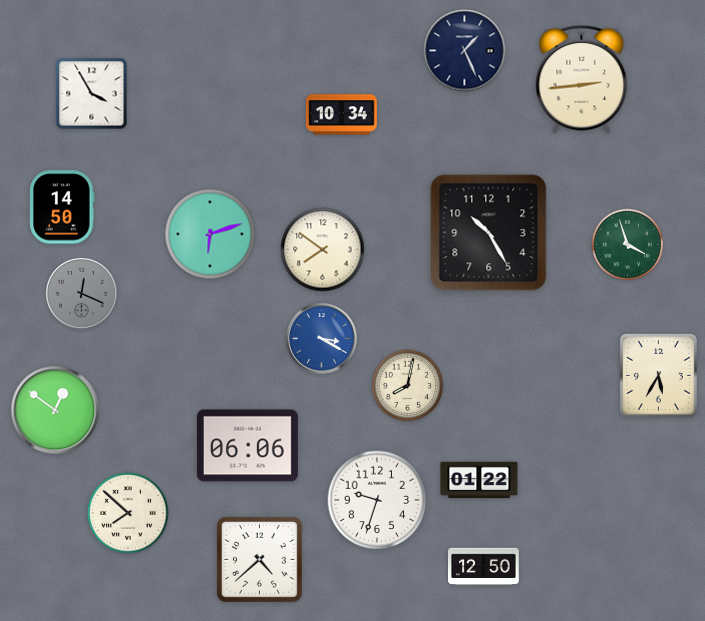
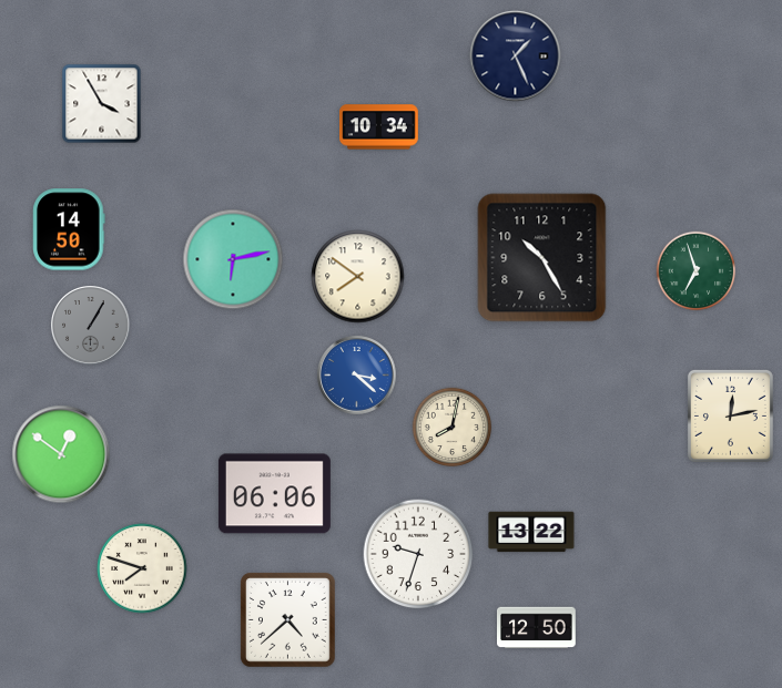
clock at (582, 79): 2:44 -> none
clock at (210, 234): 6:12 -> 6:13
clock at (628, 245): 3:57 -> 6:57
clock at (82, 294): 12:19 -> 1:05
clock at (322, 339): 3:20 -> 3:22
clock at (658, 375): 5:35 -> 12:13
clock at (479, 480): 01:22 -> 13:22
clock at (128, 513): 7:52 -> 7:48
